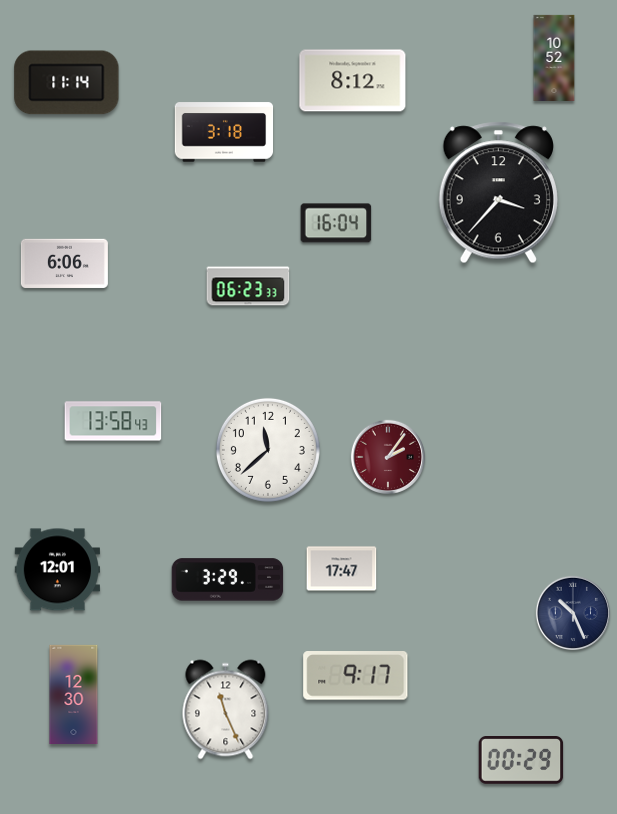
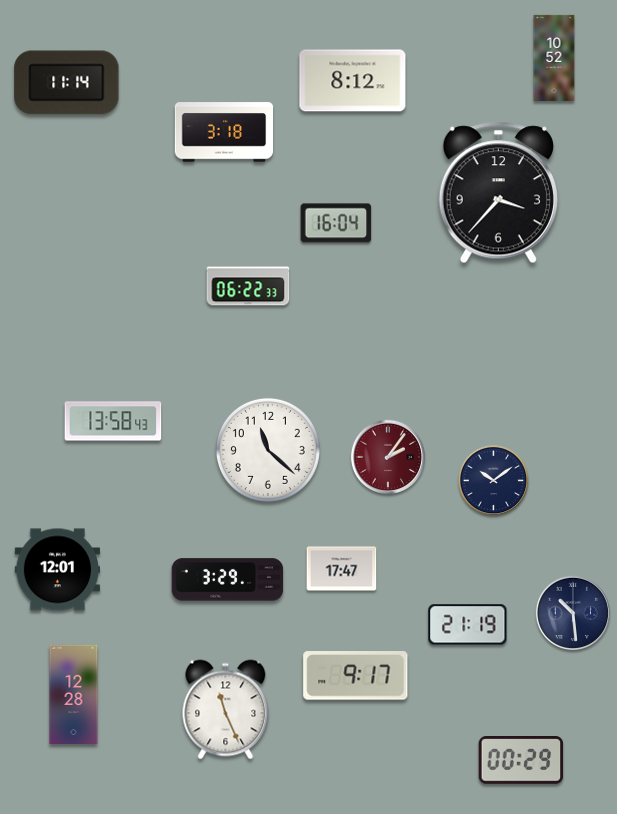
clock at (64, 263): 6:06 -> none
clock at (248, 286): 06:23 -> 06:22
clock at (268, 450): 11:38 -> 11:22
clock at (494, 481): none -> 10:09
clock at (572, 612): 10:26 -> 10:29
clock at (468, 625): none -> 21:19
clock at (74, 694): 12:30 -> 12:28
